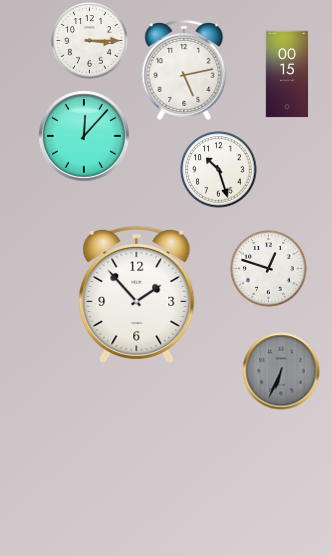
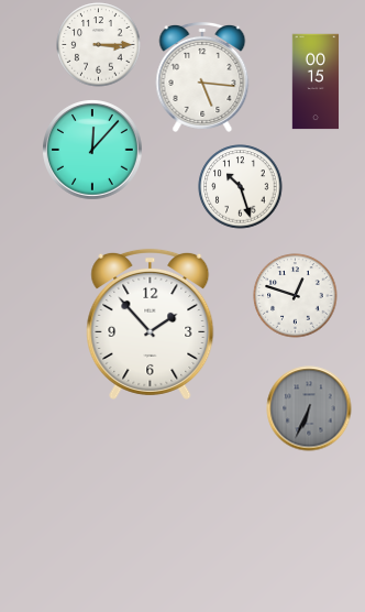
clock at (184, 70): 5:13 -> 5:16
